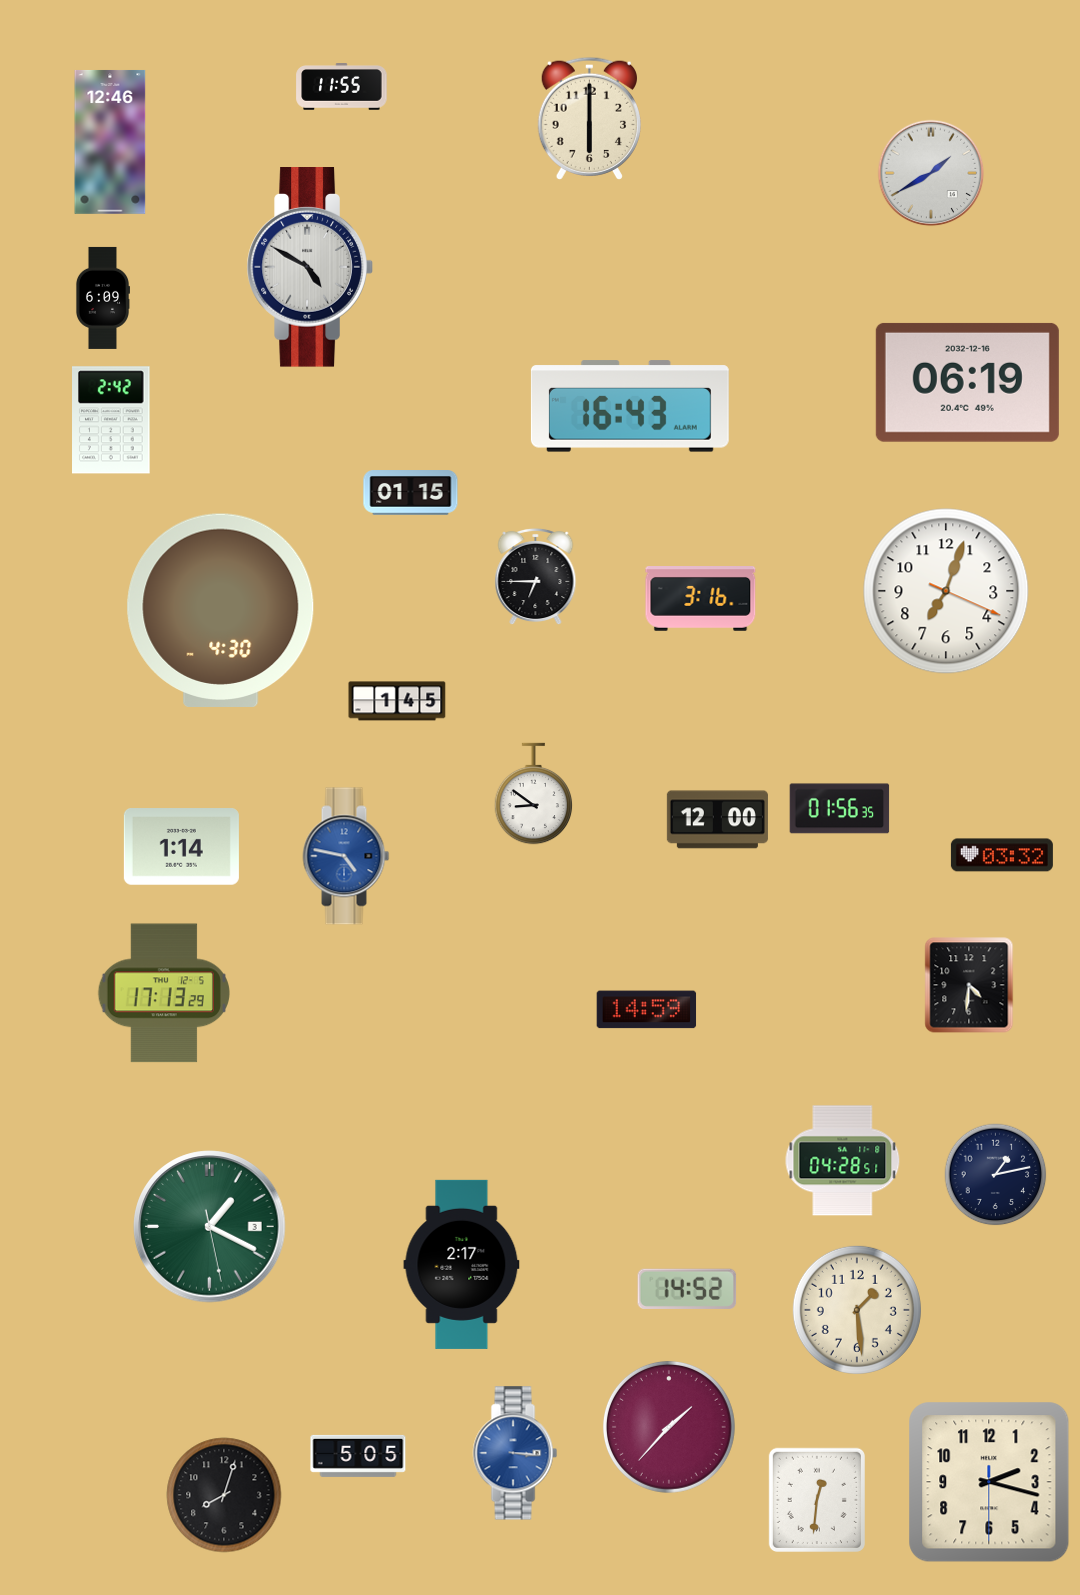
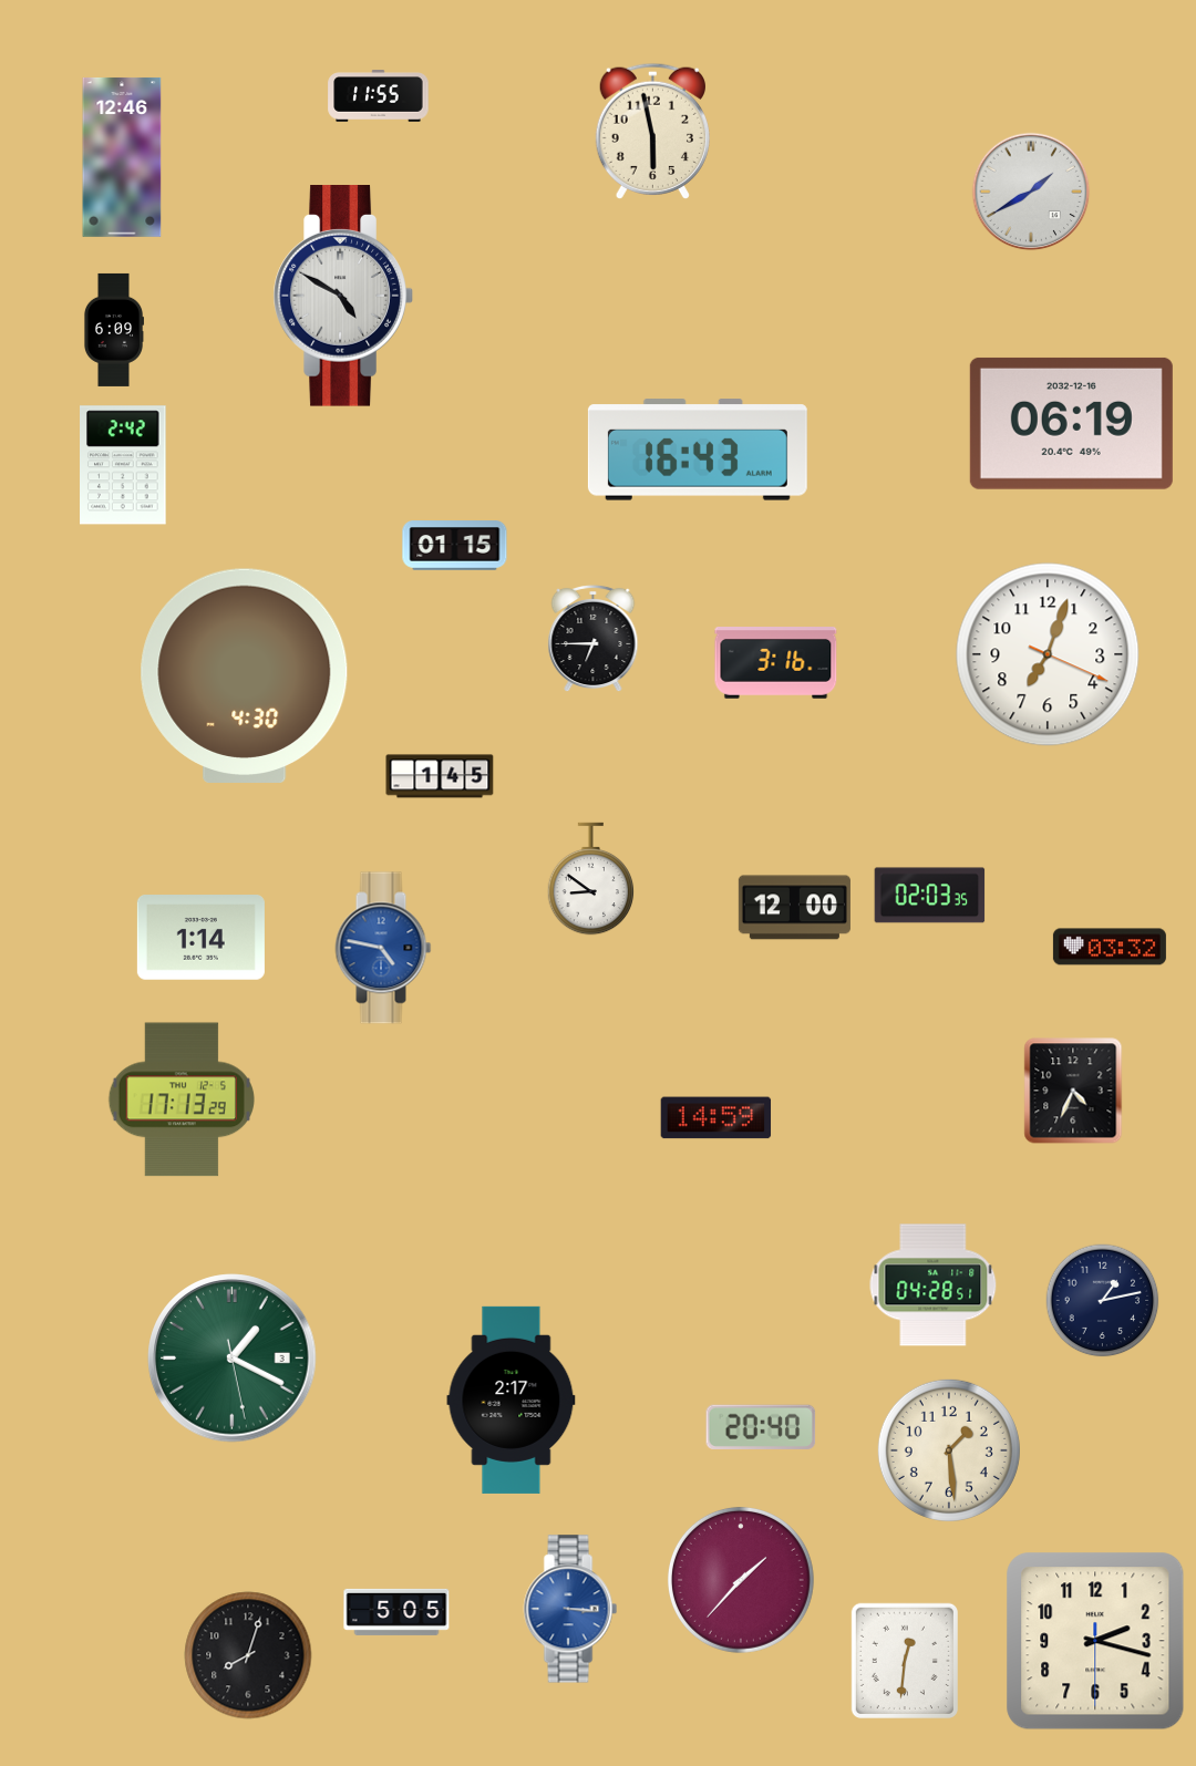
clock at (589, 118): 6:00 -> 5:58
clock at (840, 809): 01:56 -> 02:03
clock at (969, 985): 4:31 -> 4:34
clock at (687, 1289): 14:52 -> 20:40
